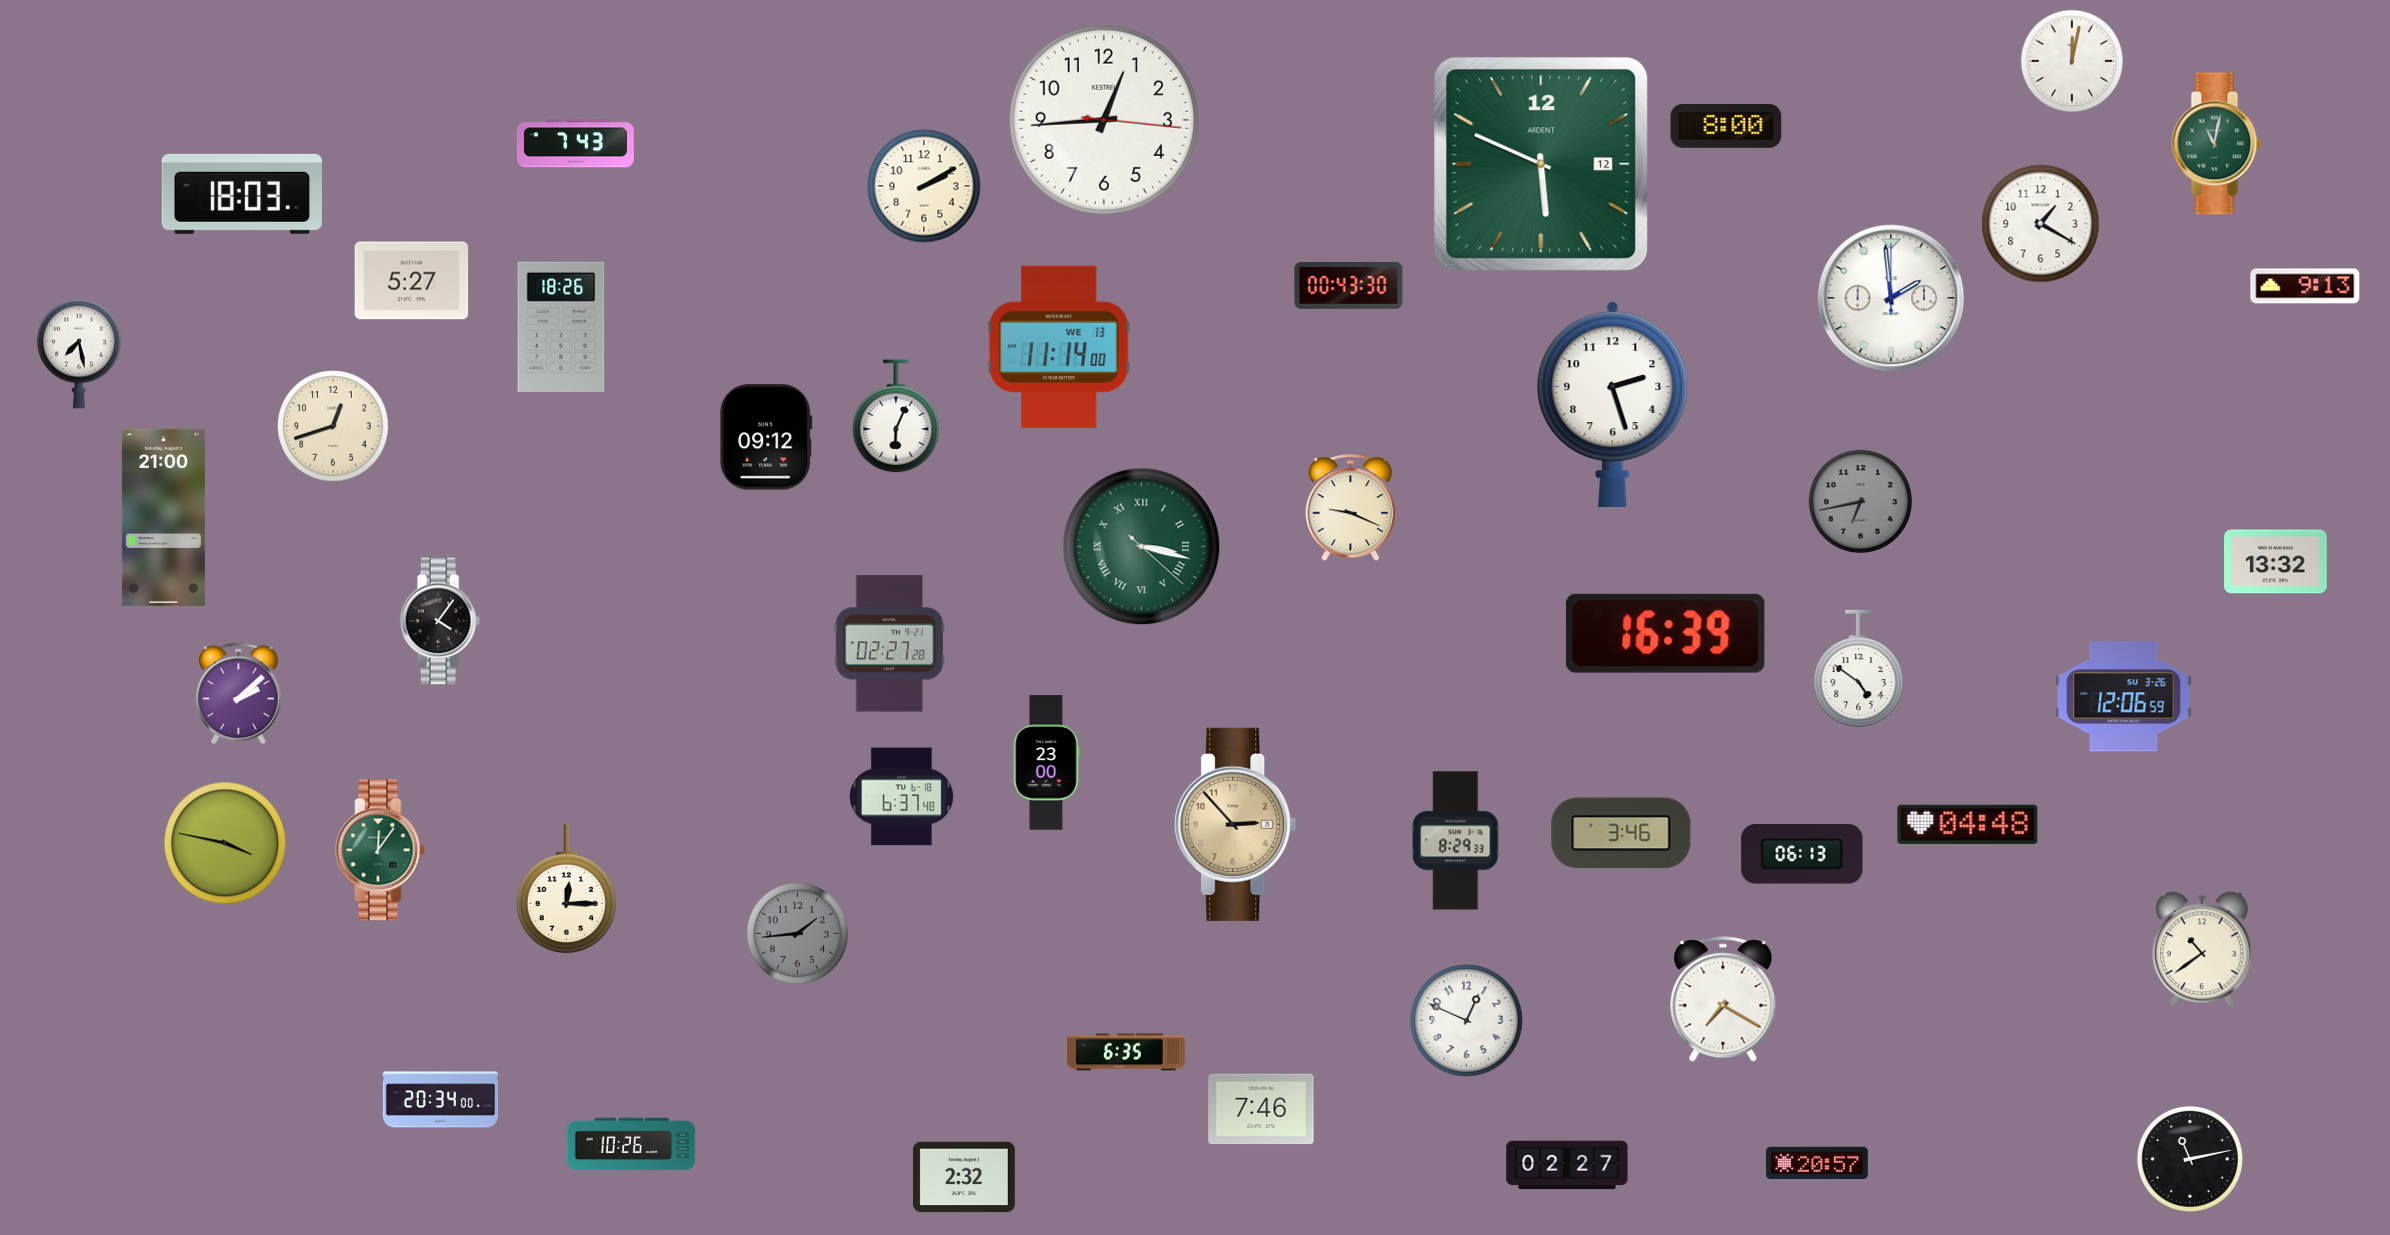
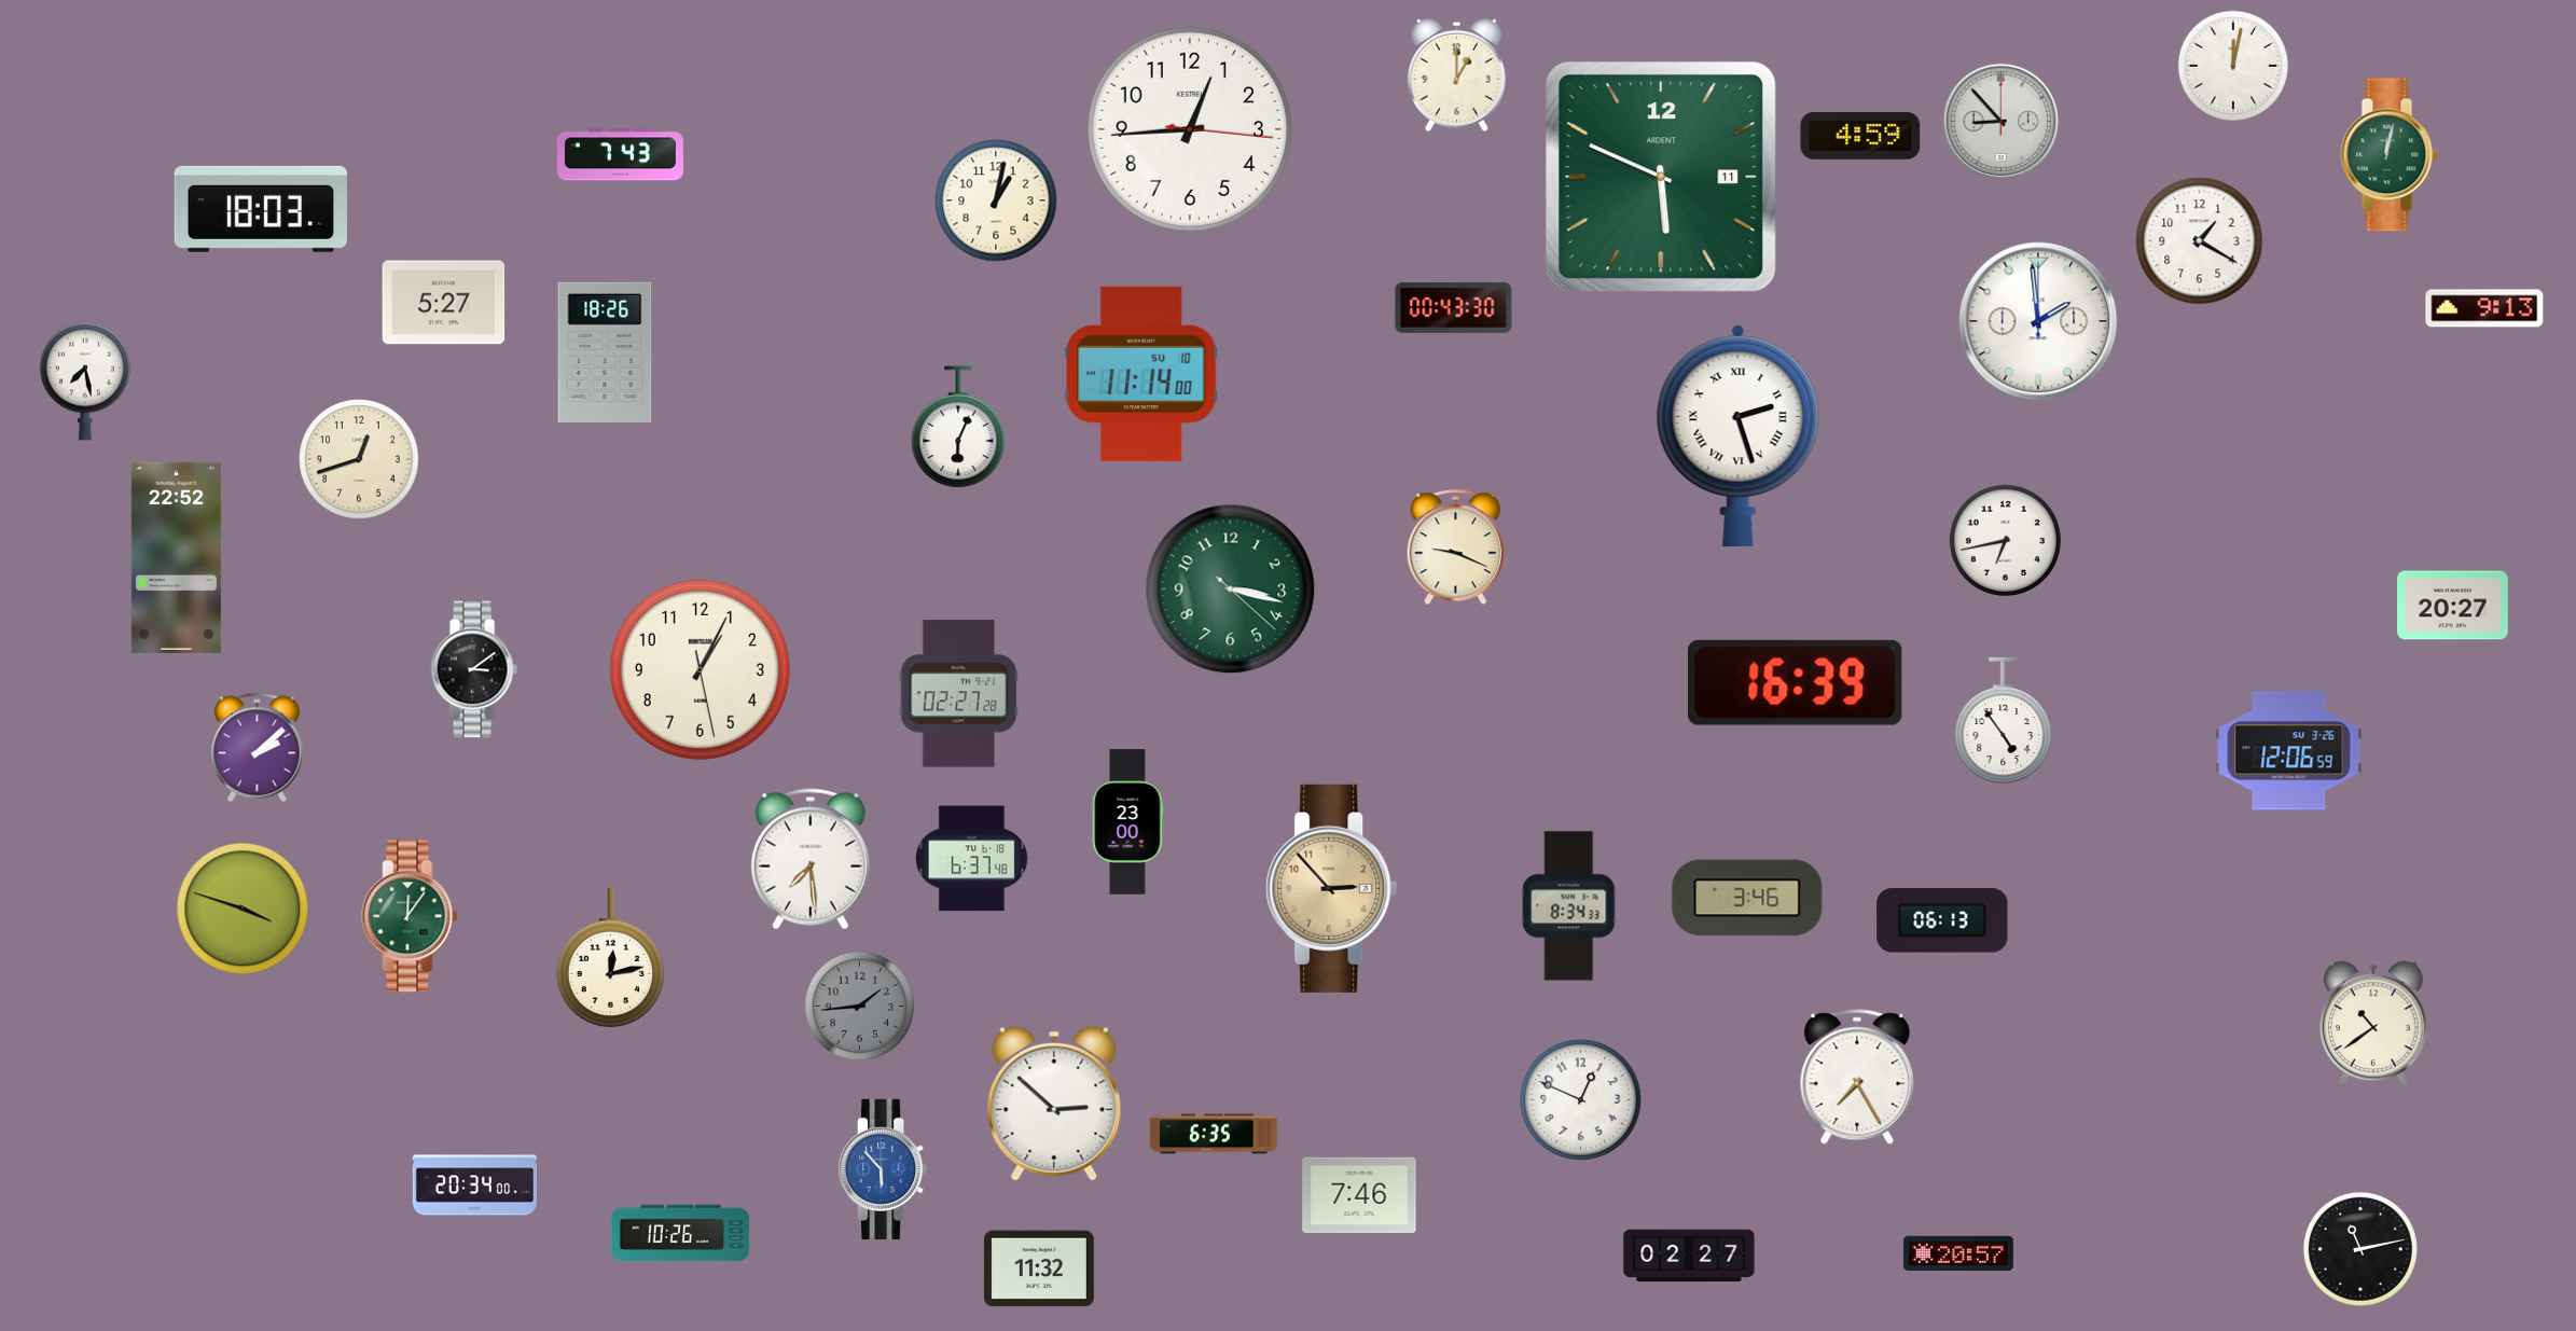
clock at (1456, 74): none -> 1:00
clock at (2002, 122): none -> 8:53
clock at (1726, 126): 8:00 -> 4:59
clock at (2217, 144): 11:02 -> 12:02
clock at (1541, 164) date: 12 -> 11
clock at (924, 186): 2:10 -> 1:02
clock at (1060, 347) date: WE 13 -> SU 10
clock at (1613, 405) numerals: Arabic -> Roman
clock at (896, 417) position: (896, 417) -> (958, 428)
clock at (766, 437): 09:12 -> none
clock at (1860, 501) dial: grey -> white
clock at (163, 517): 21:00 -> 22:52
clock at (1142, 547) numerals: Roman -> Arabic
clock at (2276, 562): 13:32 -> 20:27
clock at (440, 621): 4:06 -> 3:09
clock at (700, 669): none -> 1:04
clock at (1859, 669): 4:51 -> 4:54
clock at (811, 859): none -> 7:29
clock at (1968, 824): 04:48 -> none
clock at (1456, 841): 8:29 -> 8:34
clock at (225, 843): 3:47 -> 3:48
clock at (566, 889): 12:15 -> 12:13
clock at (1723, 1000): 7:20 -> 7:25
clock at (1054, 1104): none -> 2:52
clock at (883, 1169): none -> 5:53
clock at (964, 1177): 2:32 -> 11:32
